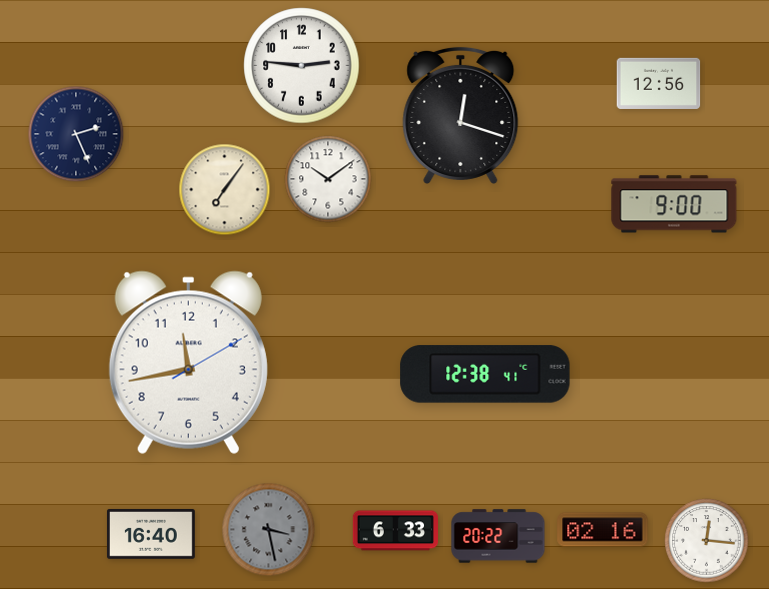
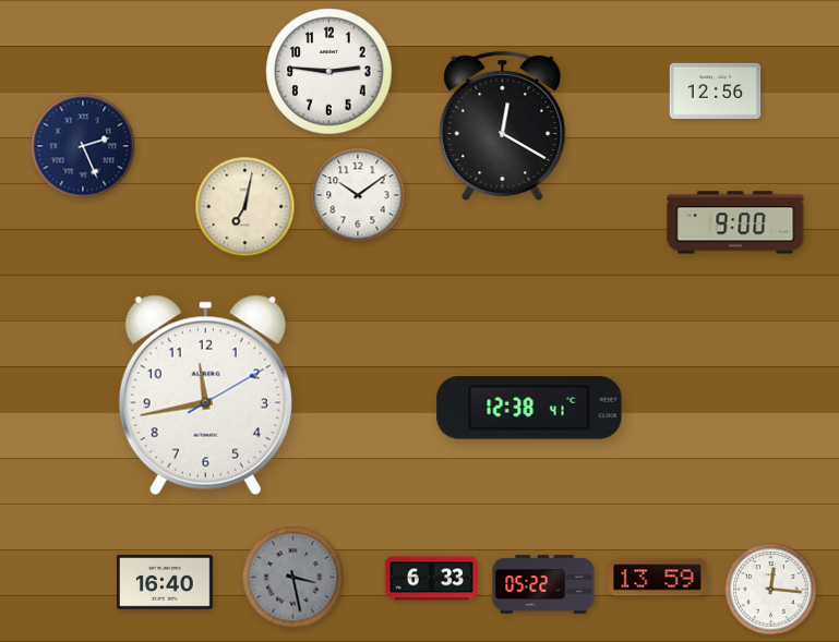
clock at (659, 83) position: (659, 83) -> (716, 90)
clock at (461, 115): 12:18 -> 12:20
clock at (225, 190): 7:06 -> 7:02
clock at (603, 530): 02:16 -> 13:59
clock at (498, 536): 20:22 -> 05:22
